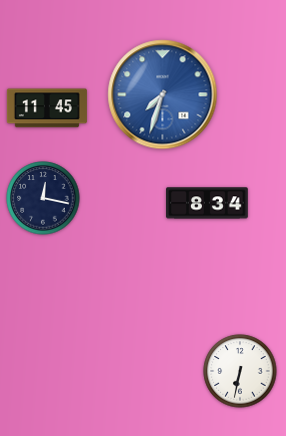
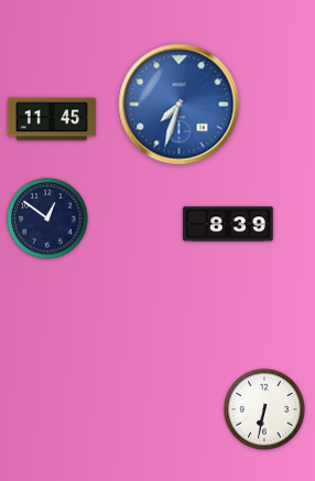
clock at (43, 198): 12:17 -> 12:51
clock at (207, 203): 8:34 -> 8:39
